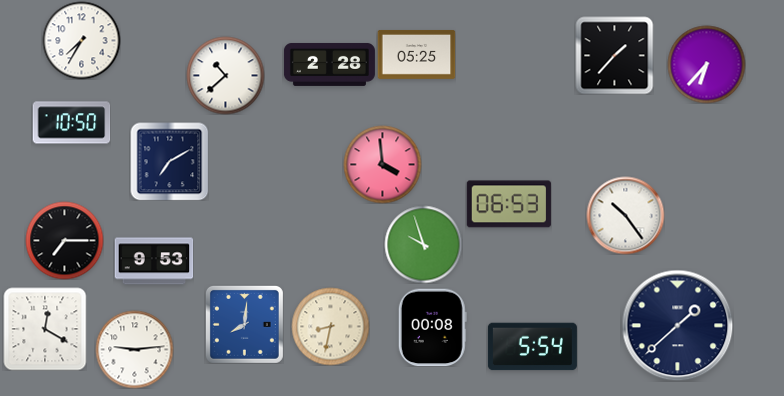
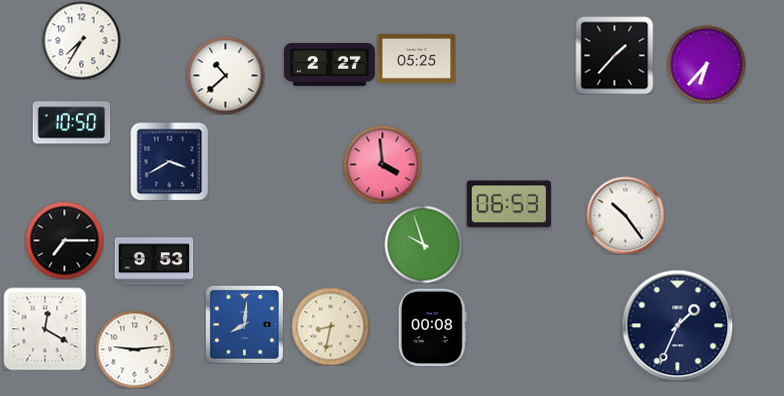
clock at (416, 54) position: (416, 54) -> (416, 58)
clock at (329, 64): 2:28 -> 2:27
clock at (169, 161): 7:10 -> 3:40
clock at (677, 325): 1:38 -> 1:34
clock at (532, 347): 5:54 -> none
